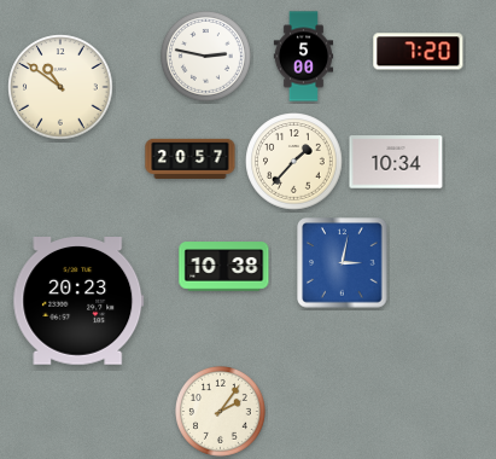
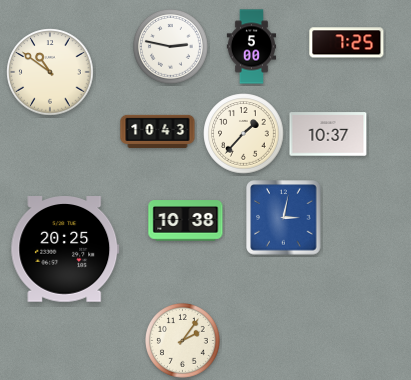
clock at (419, 52): 7:20 -> 7:25
clock at (191, 158): 20:57 -> 10:43
clock at (396, 162): 10:34 -> 10:37
clock at (78, 301): 20:23 -> 20:25
